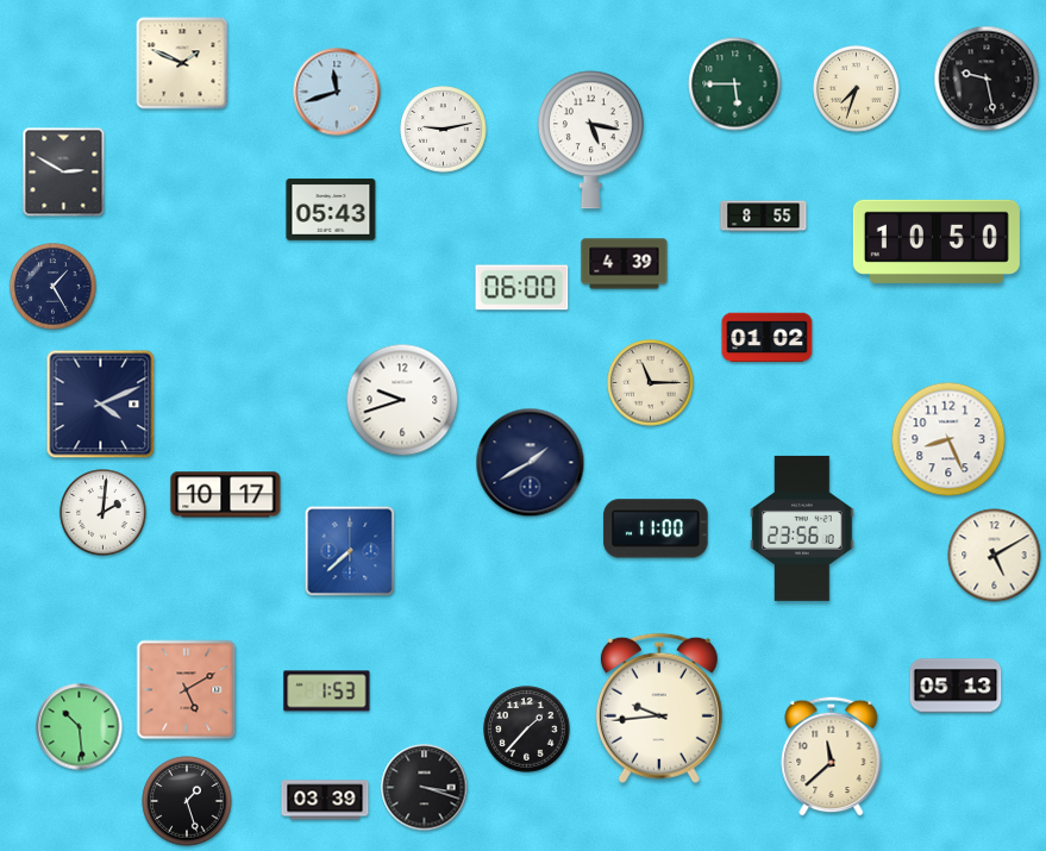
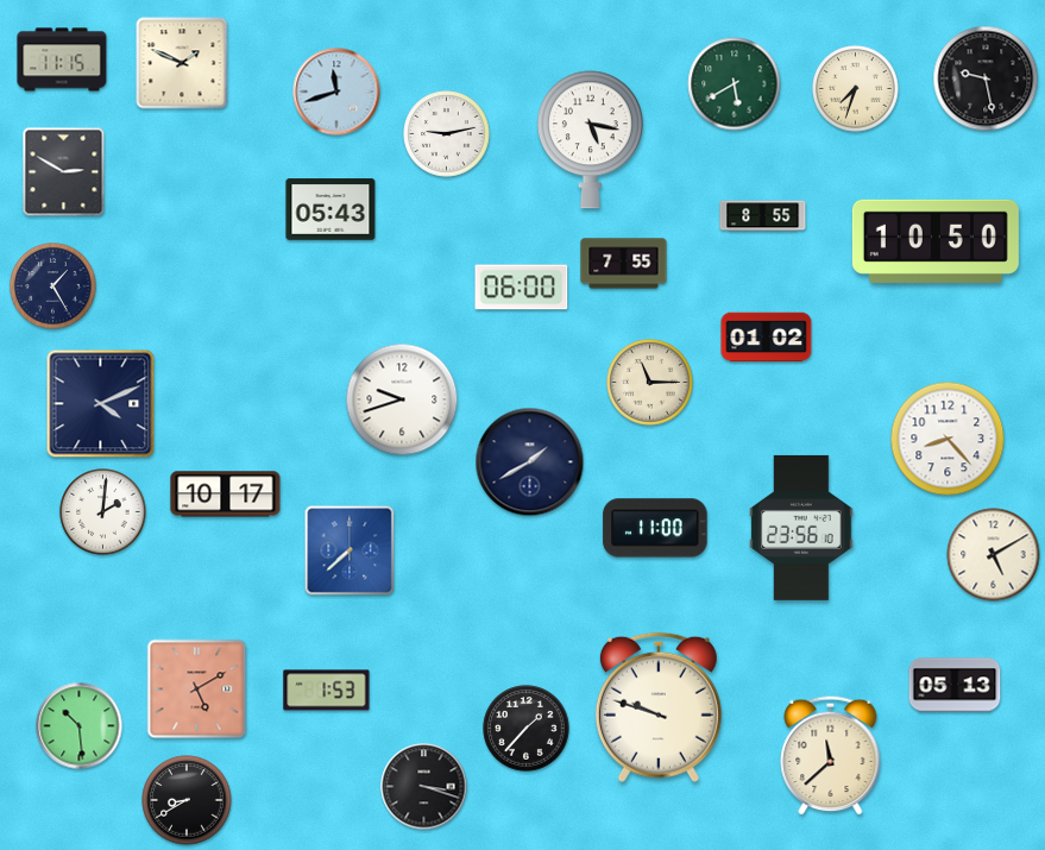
clock at (62, 59): none -> 11:15
clock at (735, 85): 5:45 -> 5:40
clock at (444, 130) position: (444, 130) -> (447, 134)
clock at (625, 264): 4:39 -> 7:55
clock at (948, 439): 8:26 -> 8:23
clock at (187, 690) position: (187, 690) -> (197, 690)
clock at (659, 708): 9:44 -> 9:48
clock at (325, 800): 03:39 -> none
clock at (187, 801): 1:27 -> 8:40
